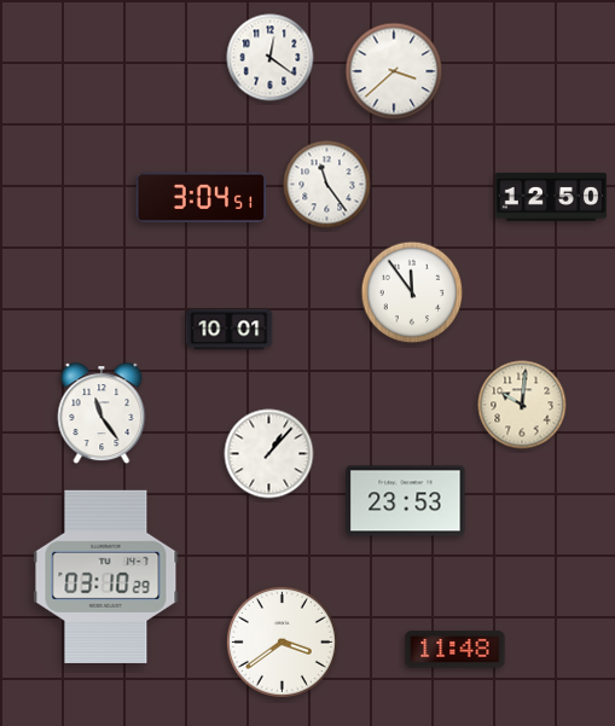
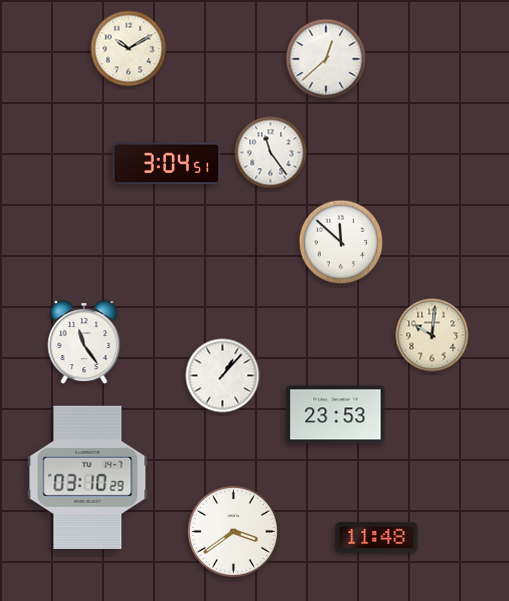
clock at (271, 58): 12:21 -> none
clock at (129, 49): none -> 10:10
clock at (394, 71): 3:38 -> 12:38
clock at (550, 197): 12:50 -> none
clock at (412, 292): 11:54 -> 11:52
clock at (230, 330): 10:01 -> none
